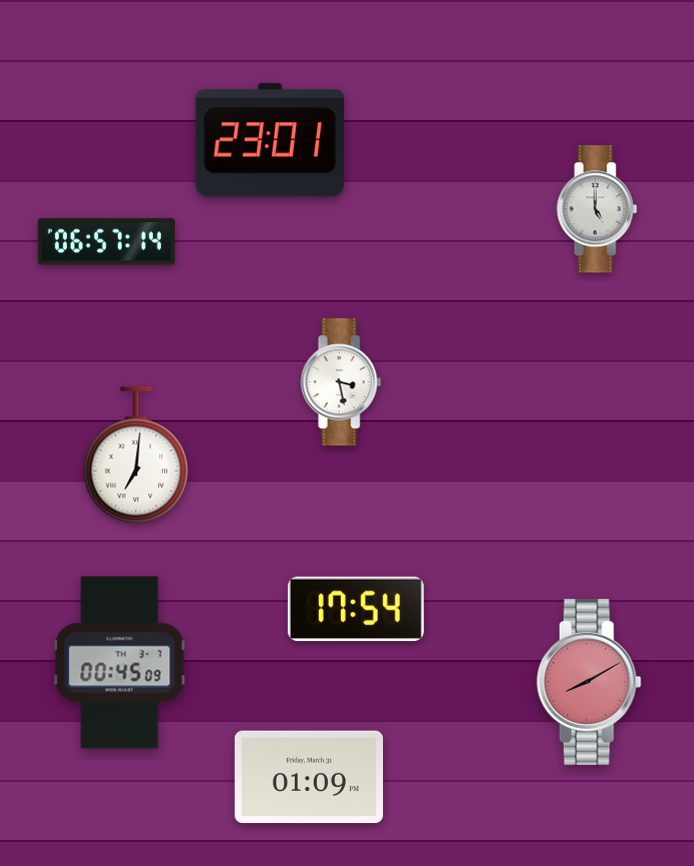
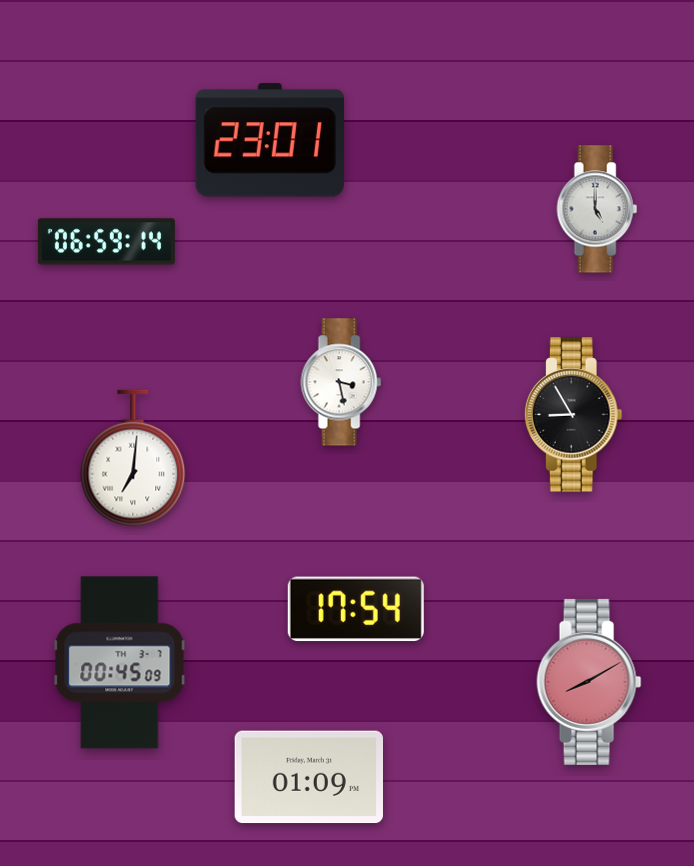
clock at (106, 242): 06:57 -> 06:59
clock at (573, 415): none -> 8:55
clock at (136, 455) position: (136, 455) -> (133, 458)
